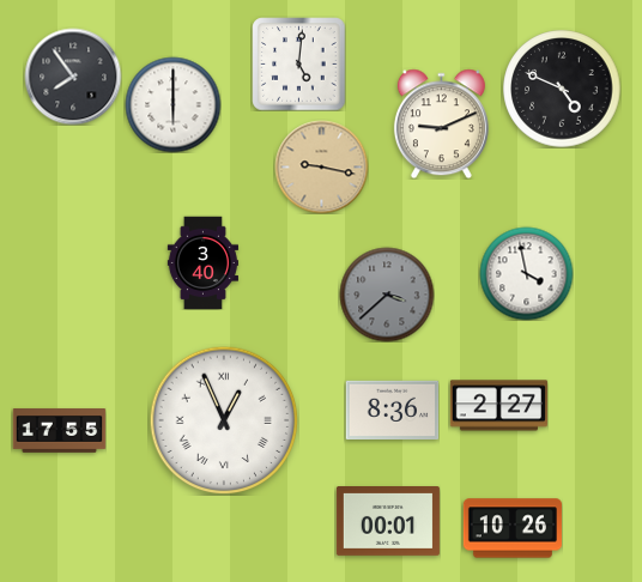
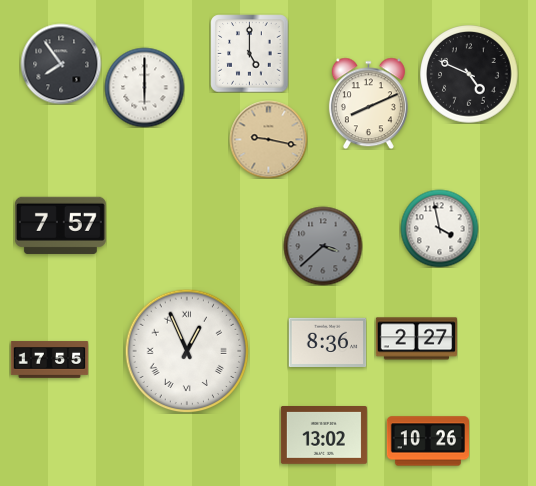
clock at (298, 63): 5:01 -> 5:00
clock at (441, 123): 9:11 -> 8:11
clock at (202, 262): 3:40 -> none
clock at (60, 225): none -> 7:57
clock at (388, 522): 00:01 -> 13:02
